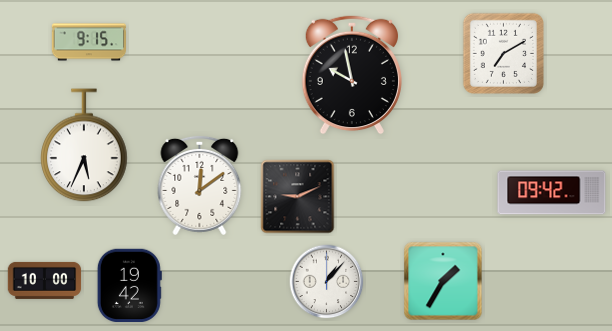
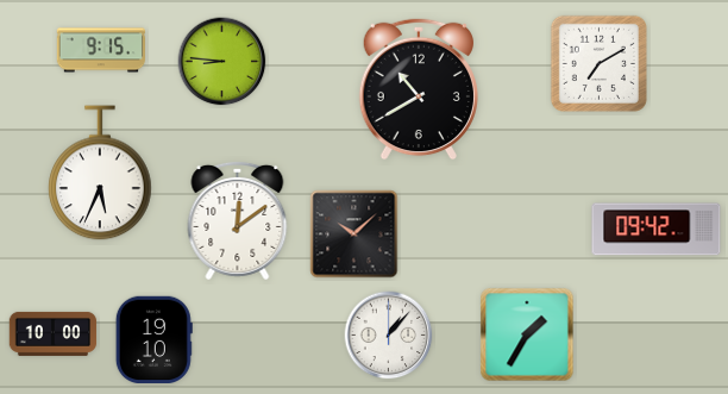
clock at (88, 42) position: (88, 42) -> (100, 50)
clock at (222, 62): none -> 8:46
clock at (351, 75): 9:58 -> 10:40
clock at (298, 197): 9:11 -> 10:08
clock at (129, 285): 19:42 -> 19:10
